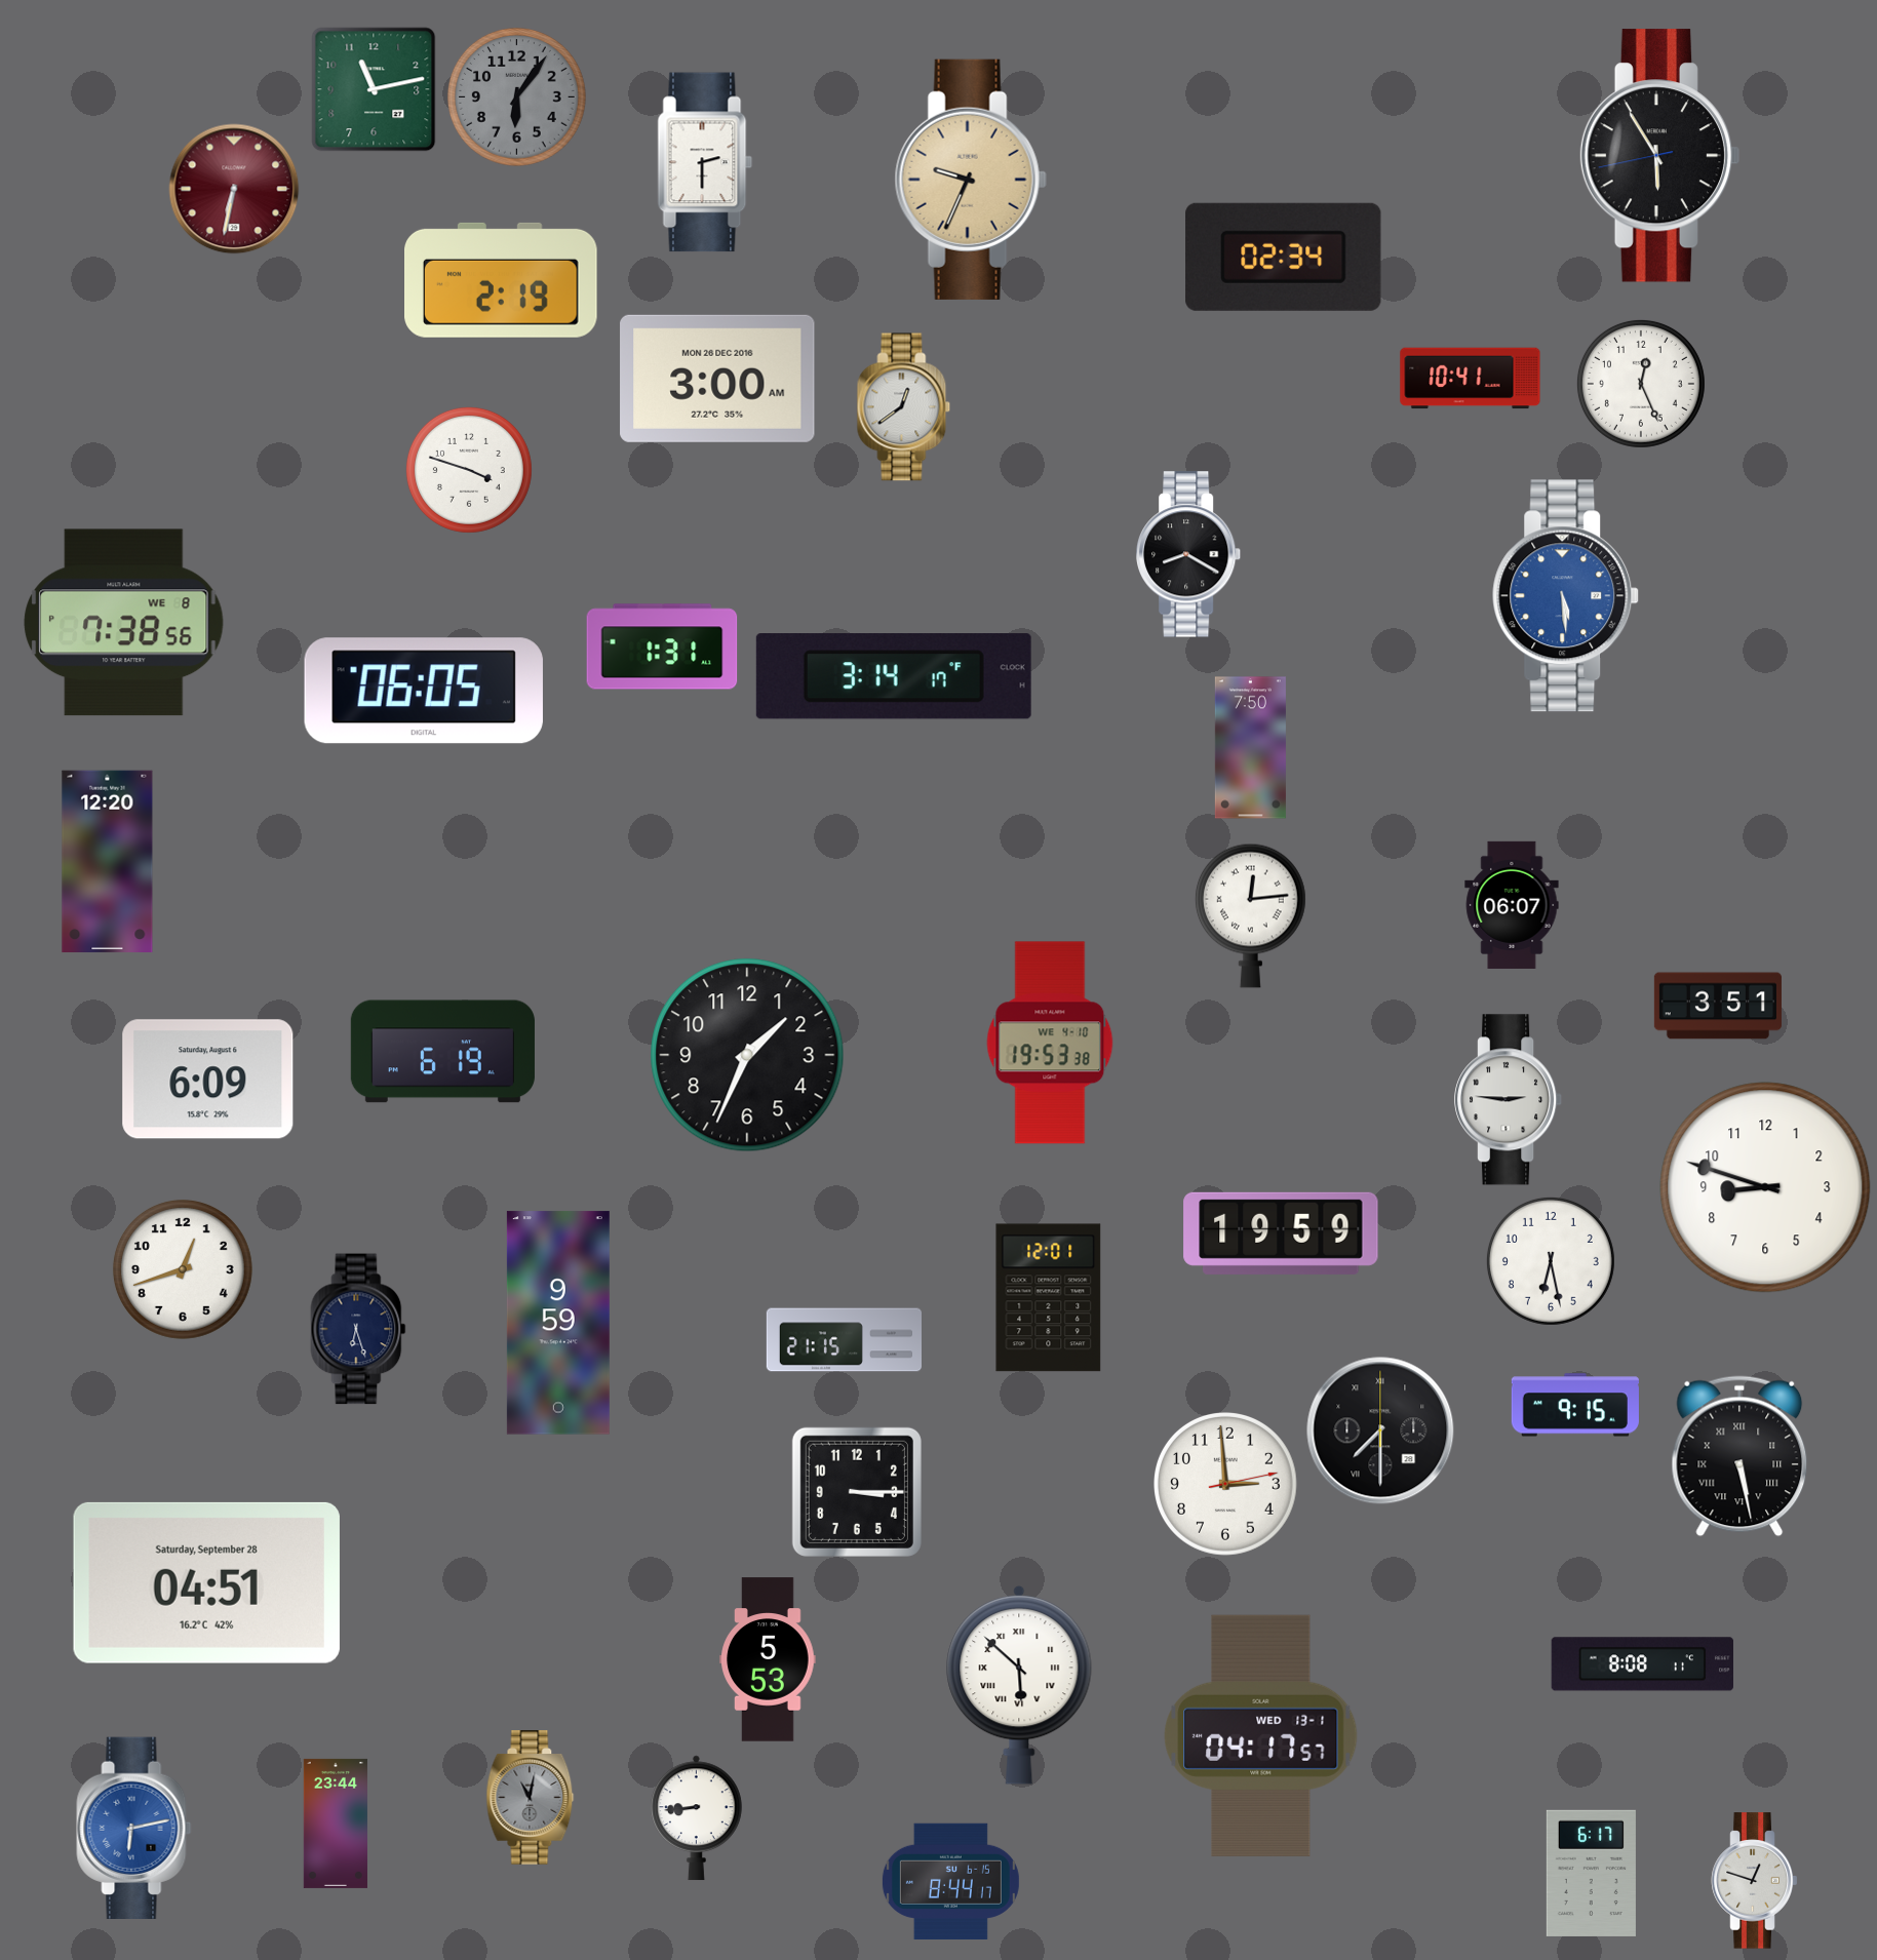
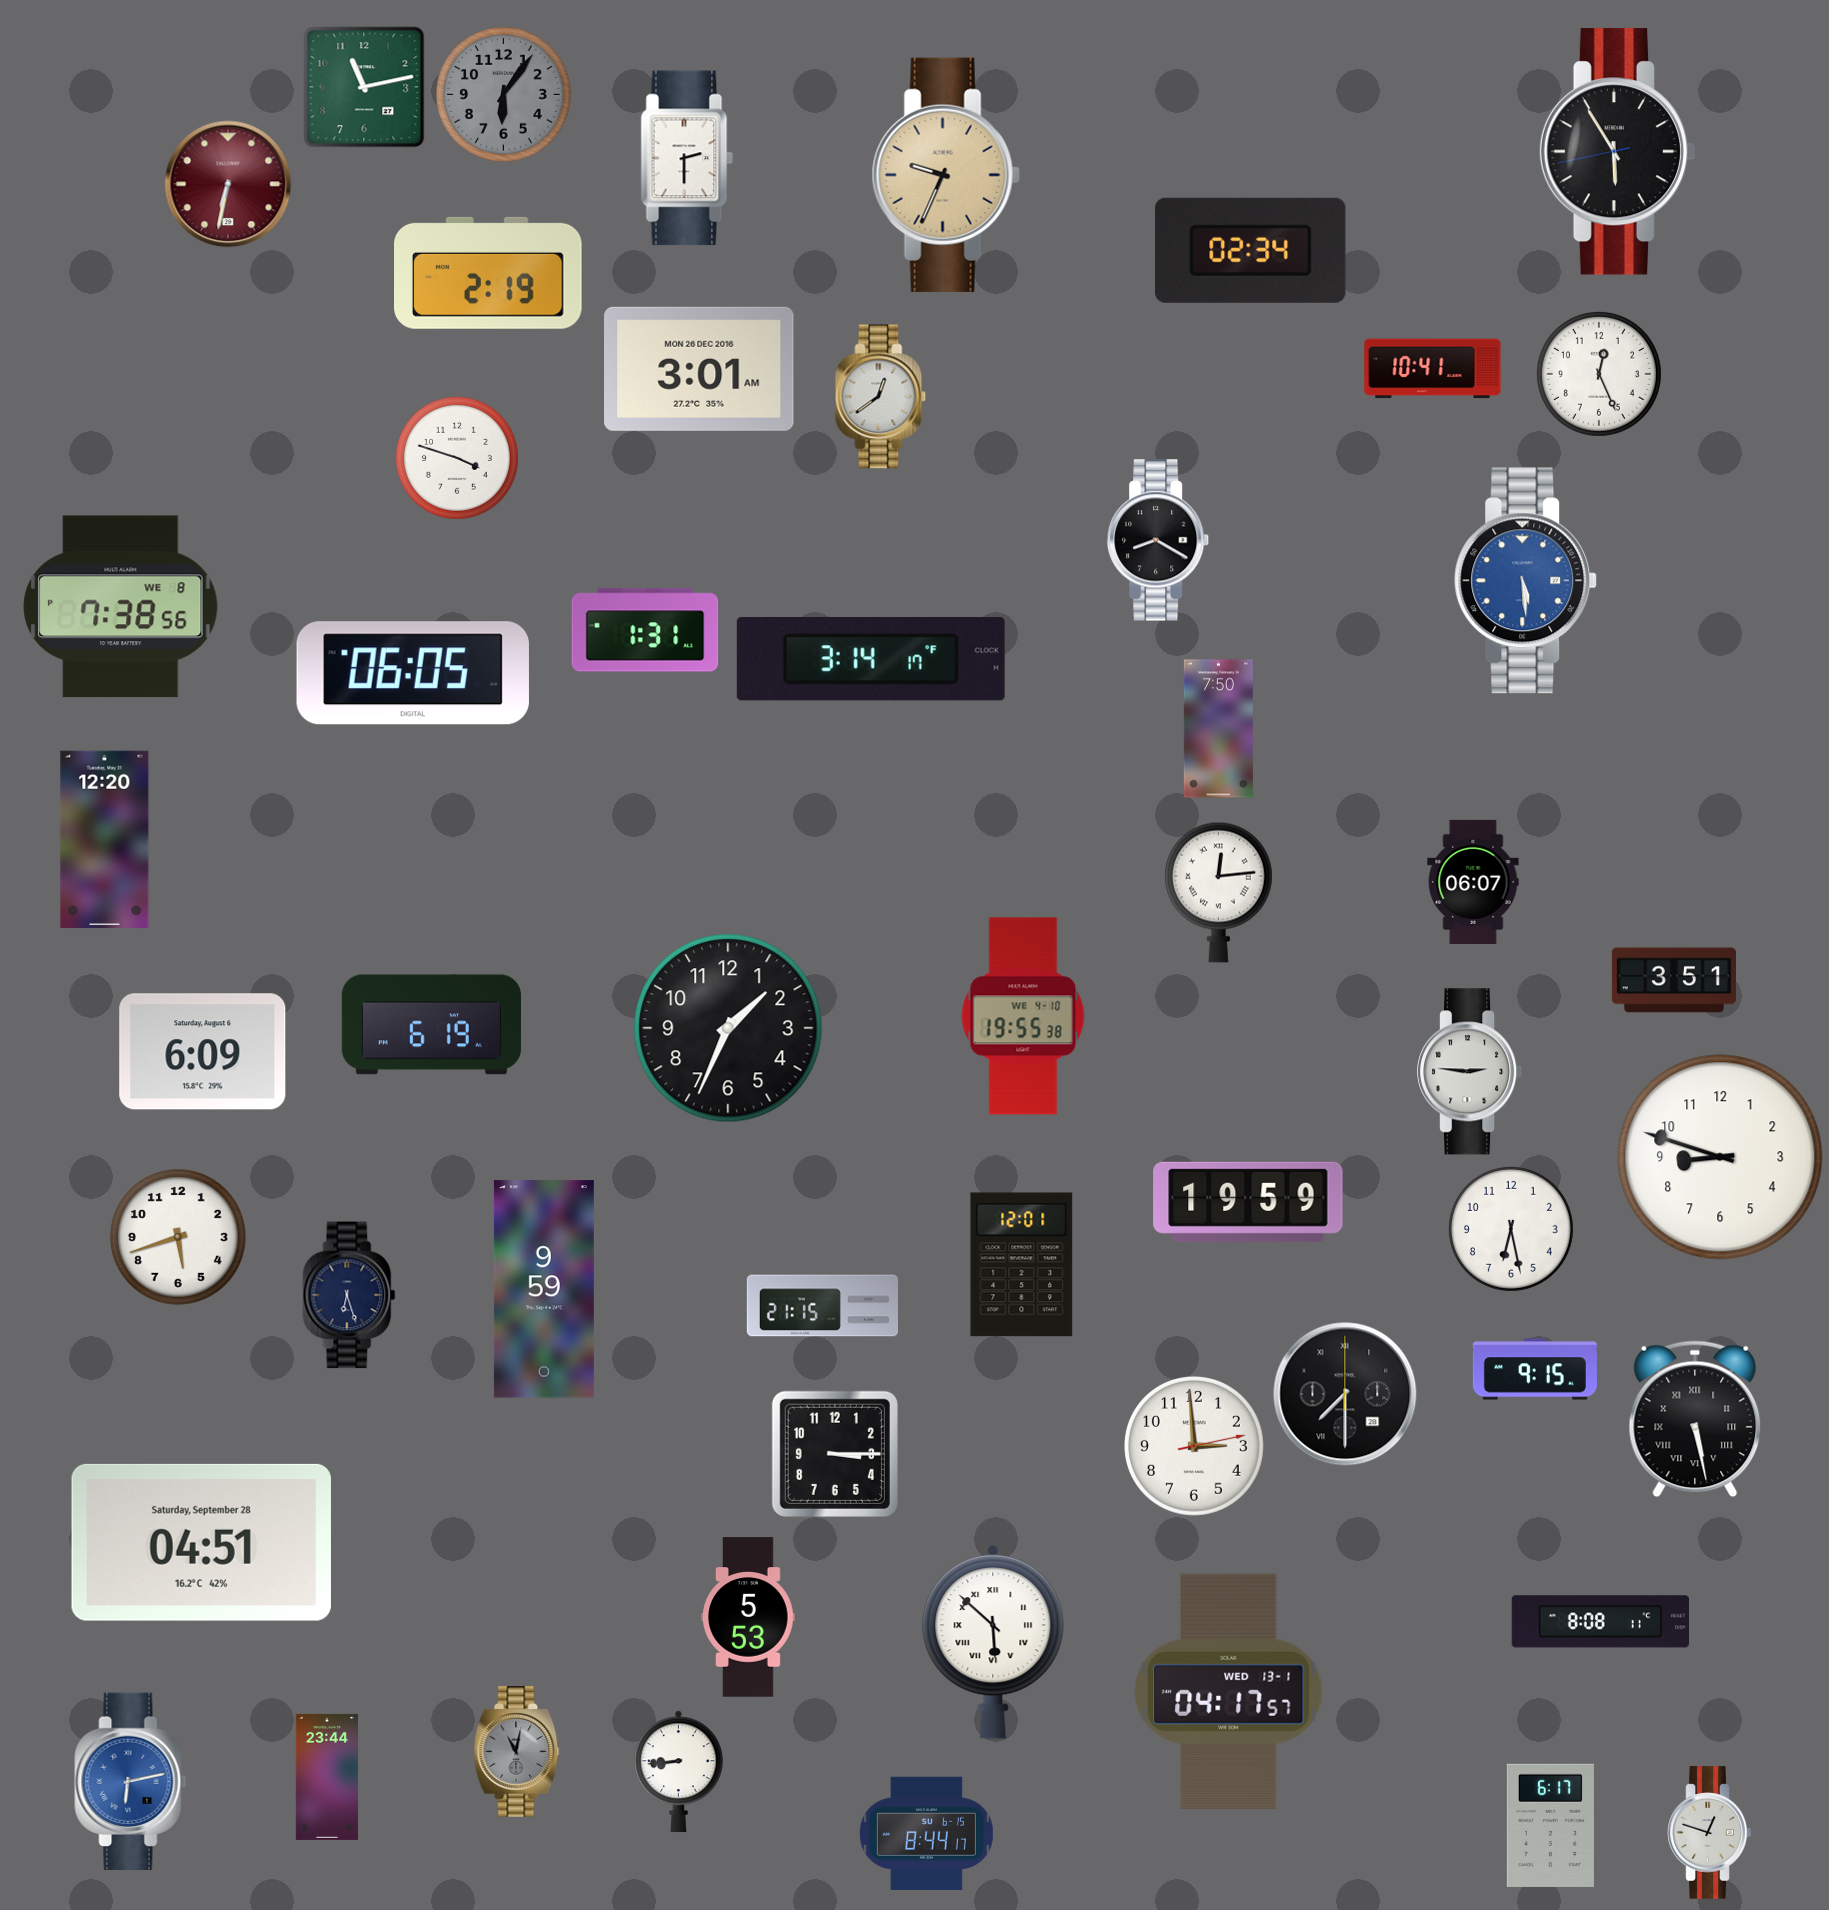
clock at (717, 379): 3:00 -> 3:01
clock at (1050, 1043): 19:53 -> 19:55
clock at (183, 1269): 12:42 -> 5:42
